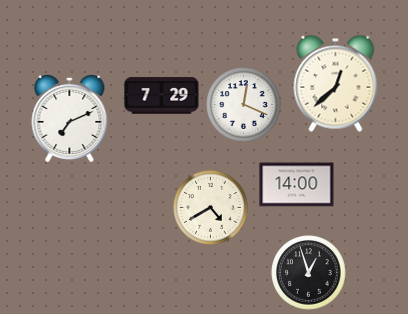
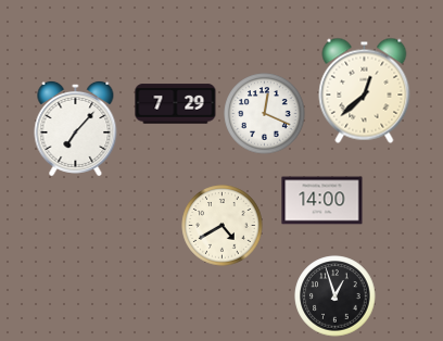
clock at (70, 118): 7:11 -> 7:07
clock at (211, 208) position: (211, 208) -> (223, 226)
